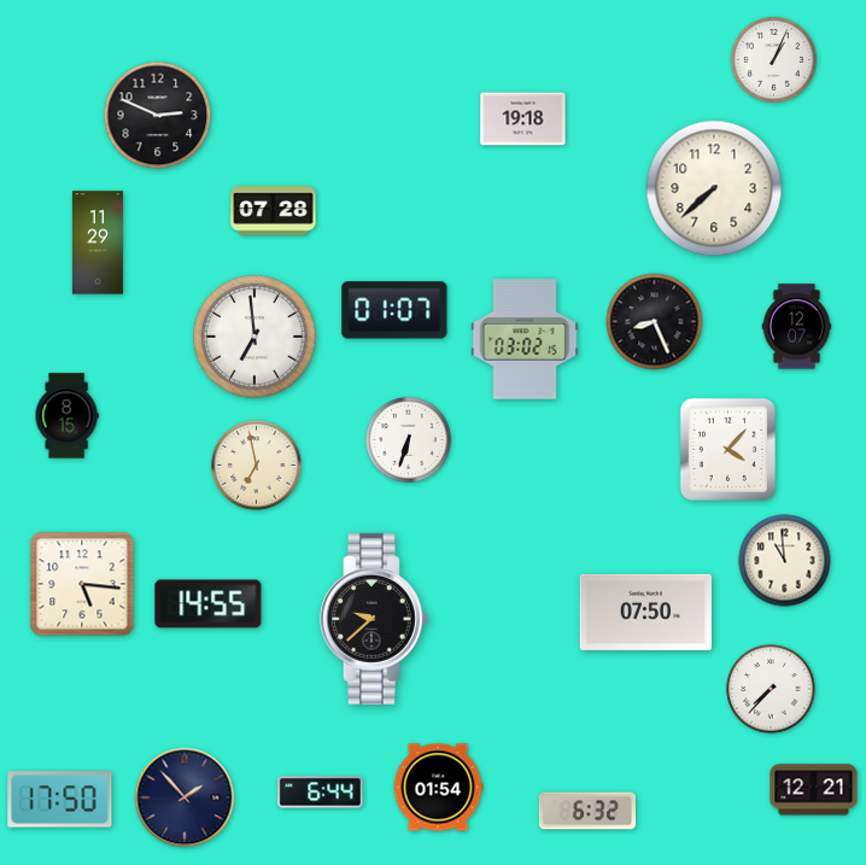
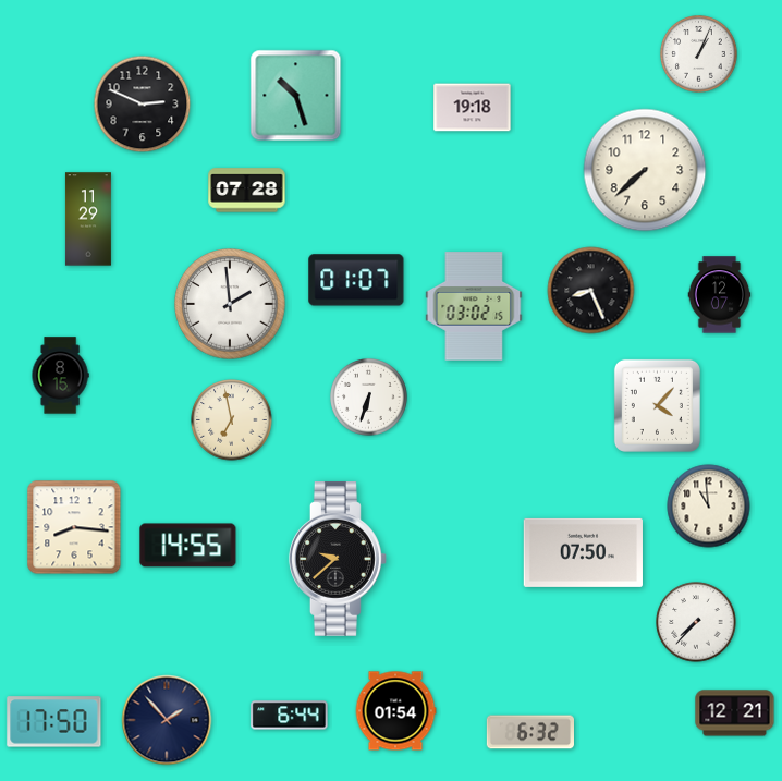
clock at (296, 96): none -> 10:27
clock at (254, 337): 6:59 -> 1:59
clock at (82, 584): 5:16 -> 8:16
